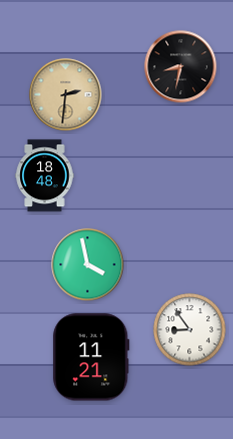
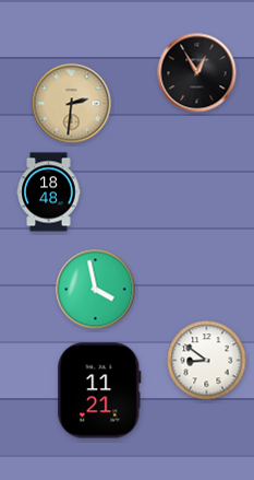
clock at (181, 67): 8:32 -> 12:55
clock at (190, 330): 8:54 -> 8:51
